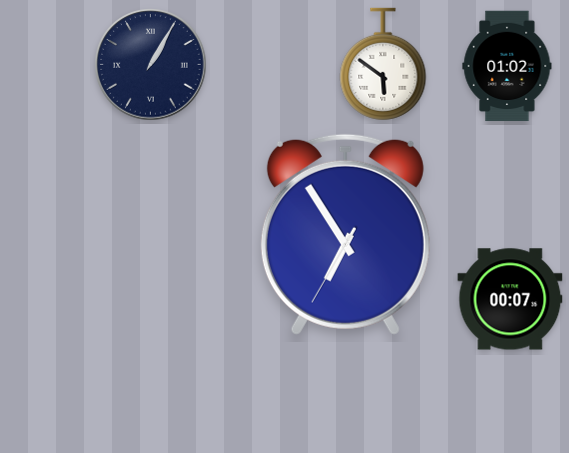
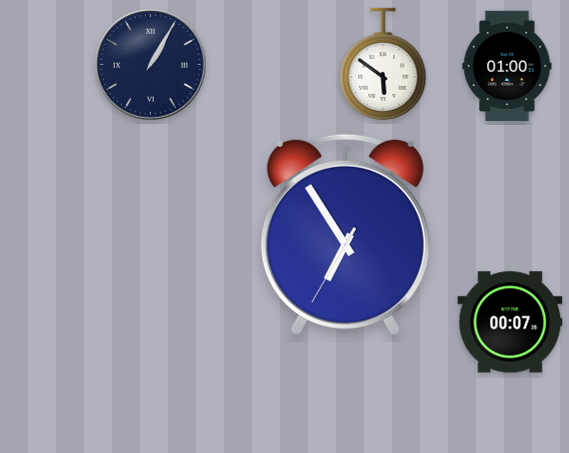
clock at (507, 66): 01:02 -> 01:00
clock at (510, 299) position: (510, 299) -> (510, 322)
